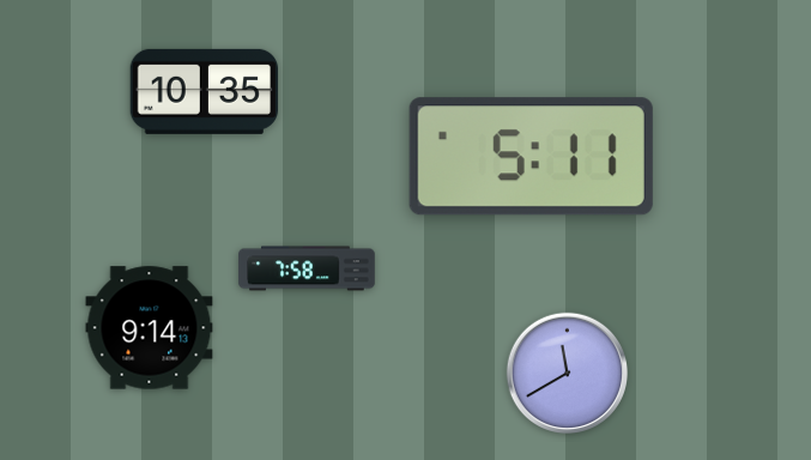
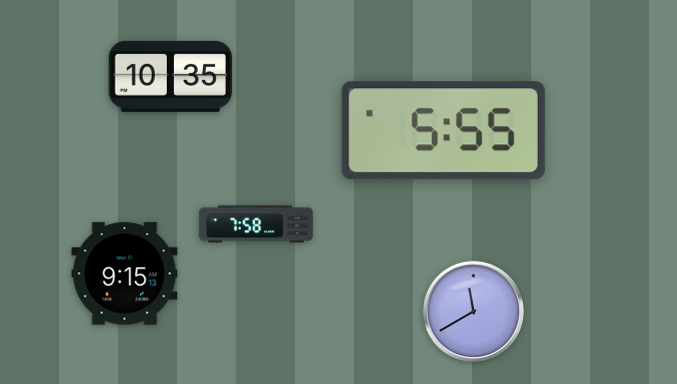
clock at (531, 157): 5:11 -> 5:55
clock at (150, 328): 9:14 -> 9:15
